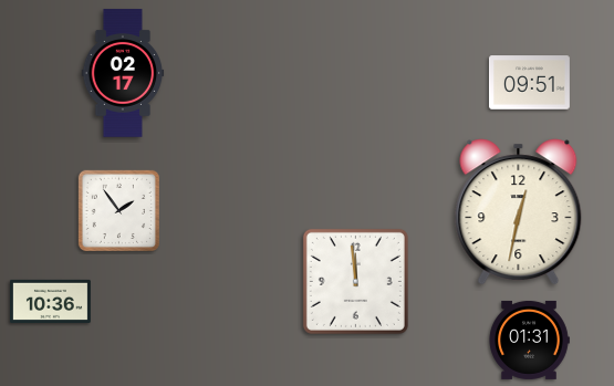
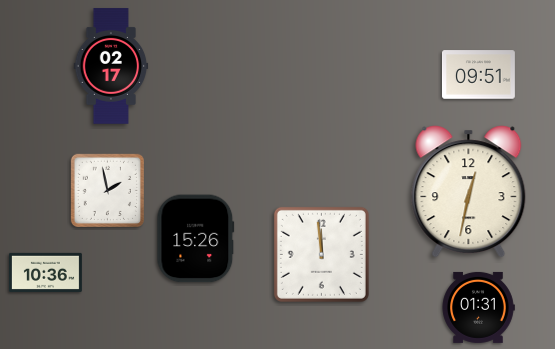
clock at (118, 210): 1:54 -> 1:58
clock at (196, 239): none -> 15:26
